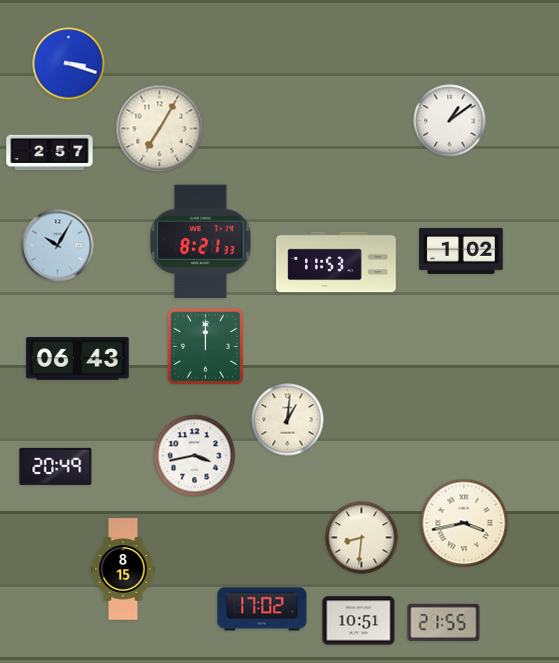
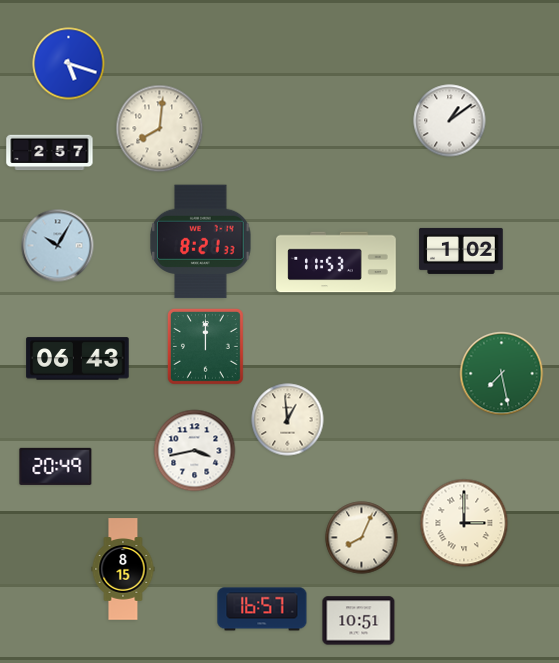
clock at (69, 64): 3:18 -> 5:18
clock at (160, 129): 7:05 -> 8:01
clock at (502, 374): none -> 7:28
clock at (288, 420): 1:01 -> 12:59
clock at (195, 456) position: (195, 456) -> (195, 451)
clock at (464, 523): 3:43 -> 3:00
clock at (362, 538): 8:31 -> 8:04
clock at (262, 609): 17:02 -> 16:57
clock at (444, 622): 21:55 -> none
